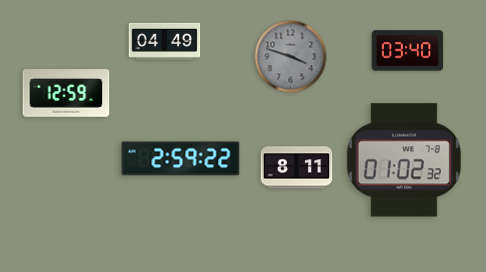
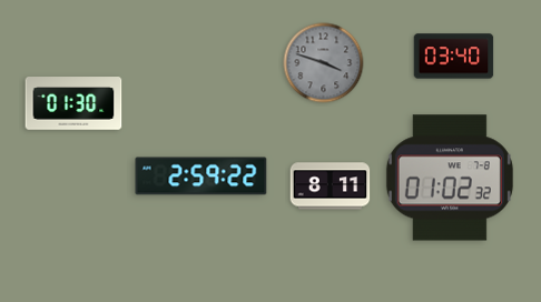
clock at (165, 41): 04:49 -> none
clock at (66, 93): 12:59 -> 01:30
